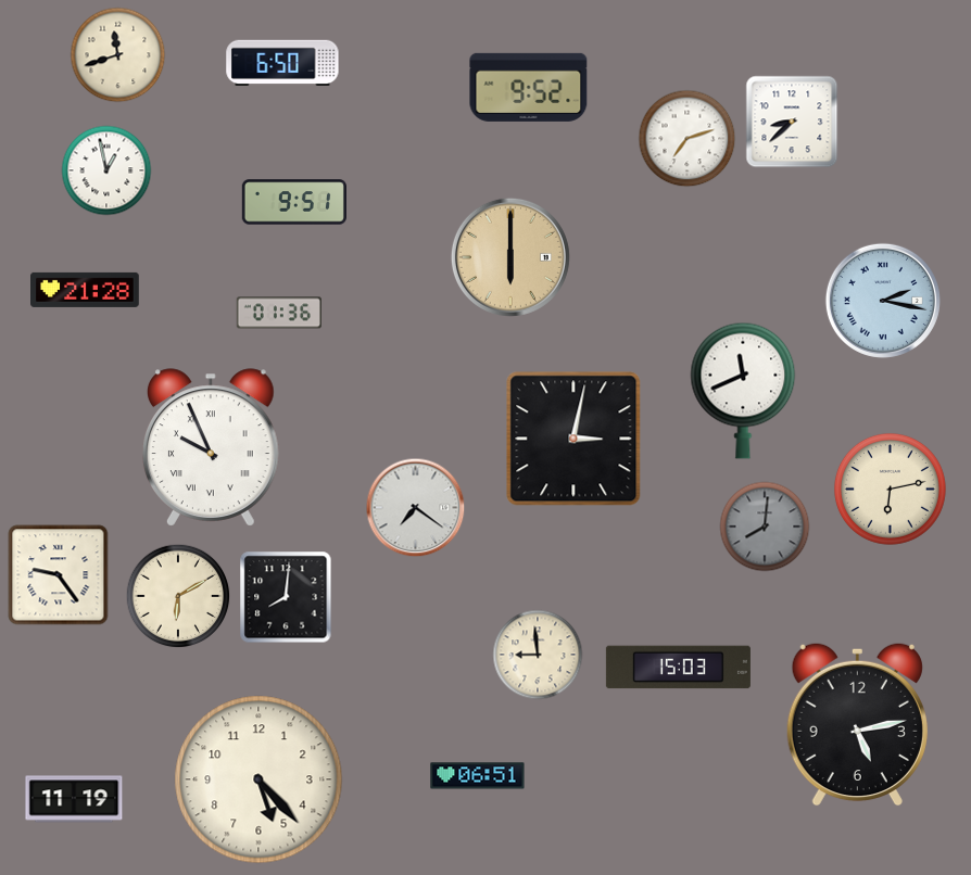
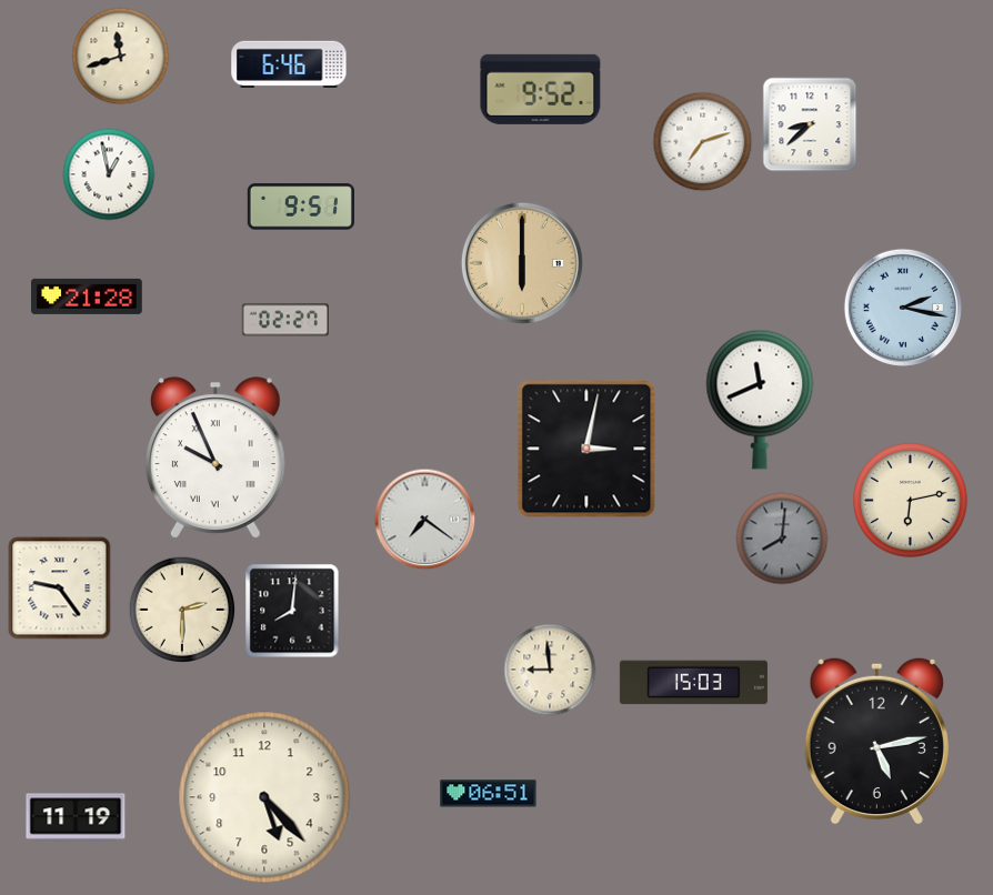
clock at (282, 62): 6:50 -> 6:46
clock at (278, 313): 01:36 -> 02:27
clock at (178, 596): 6:10 -> 2:30
